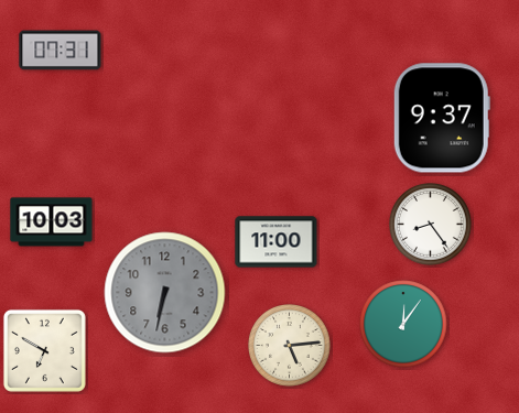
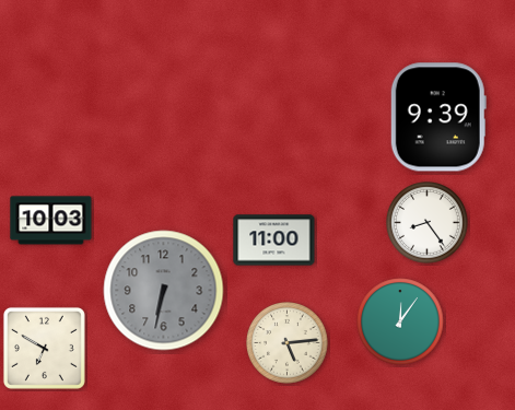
clock at (61, 51): 07:31 -> none
clock at (442, 118): 9:37 -> 9:39
